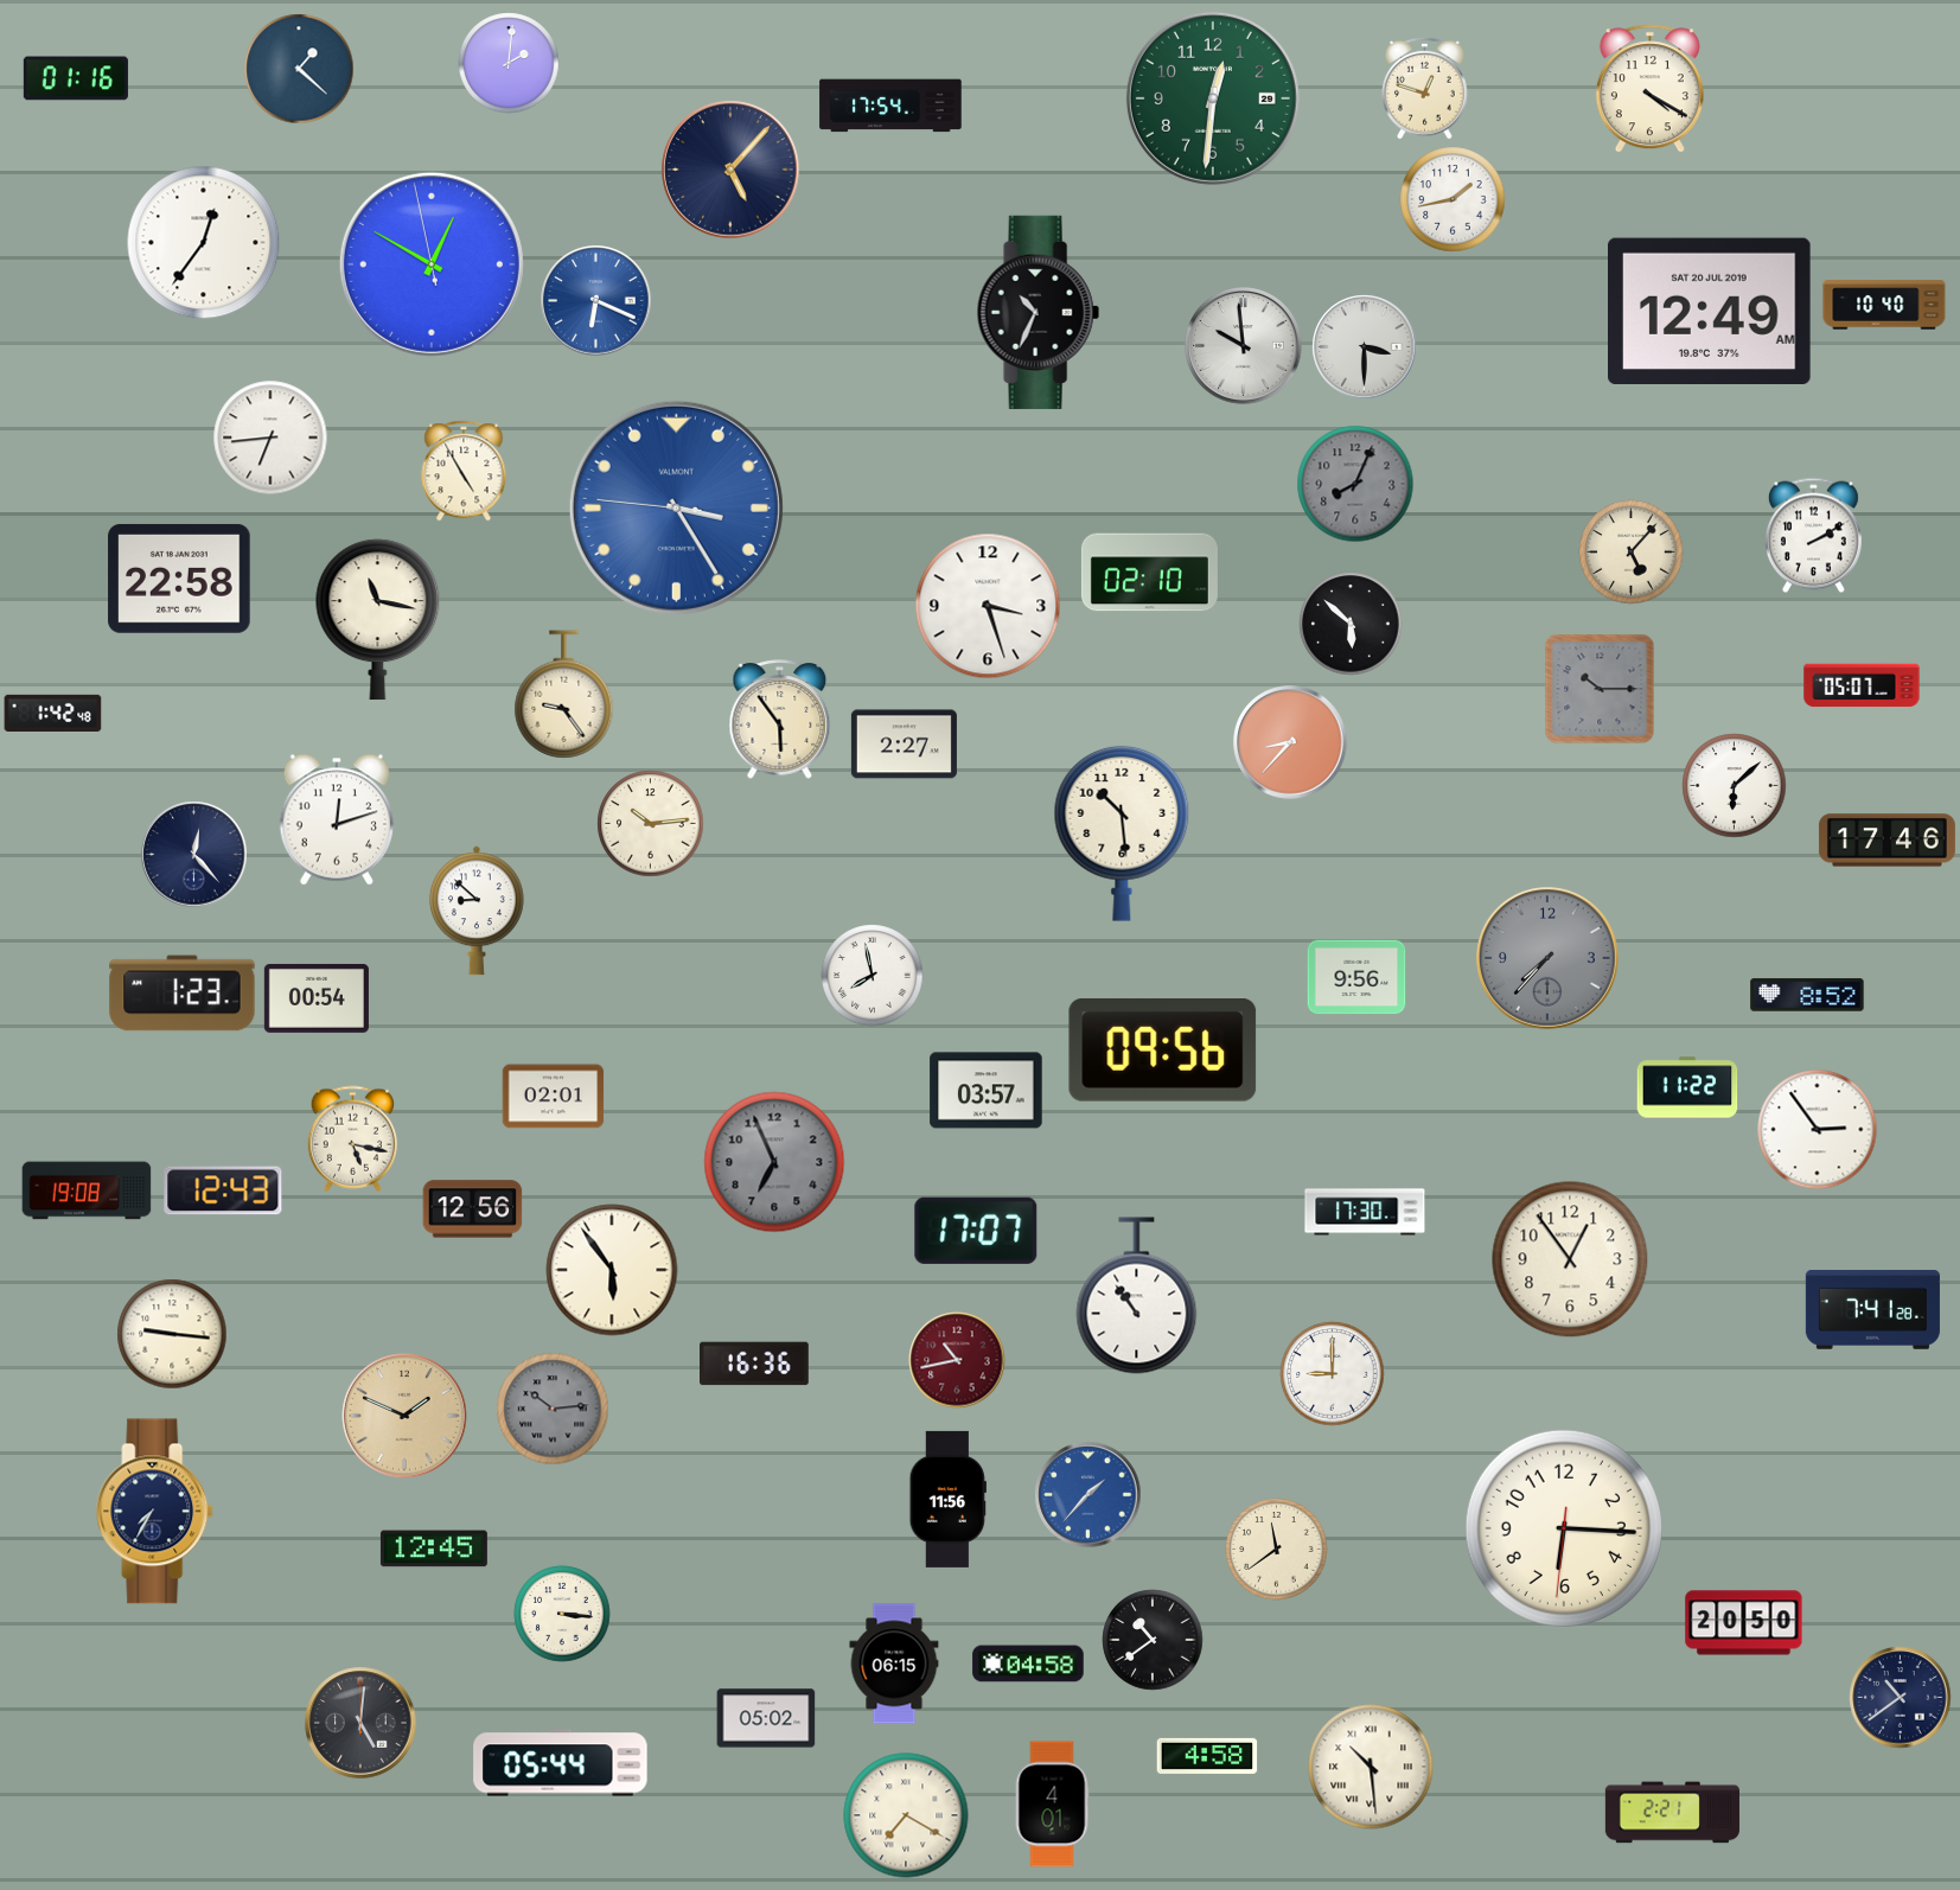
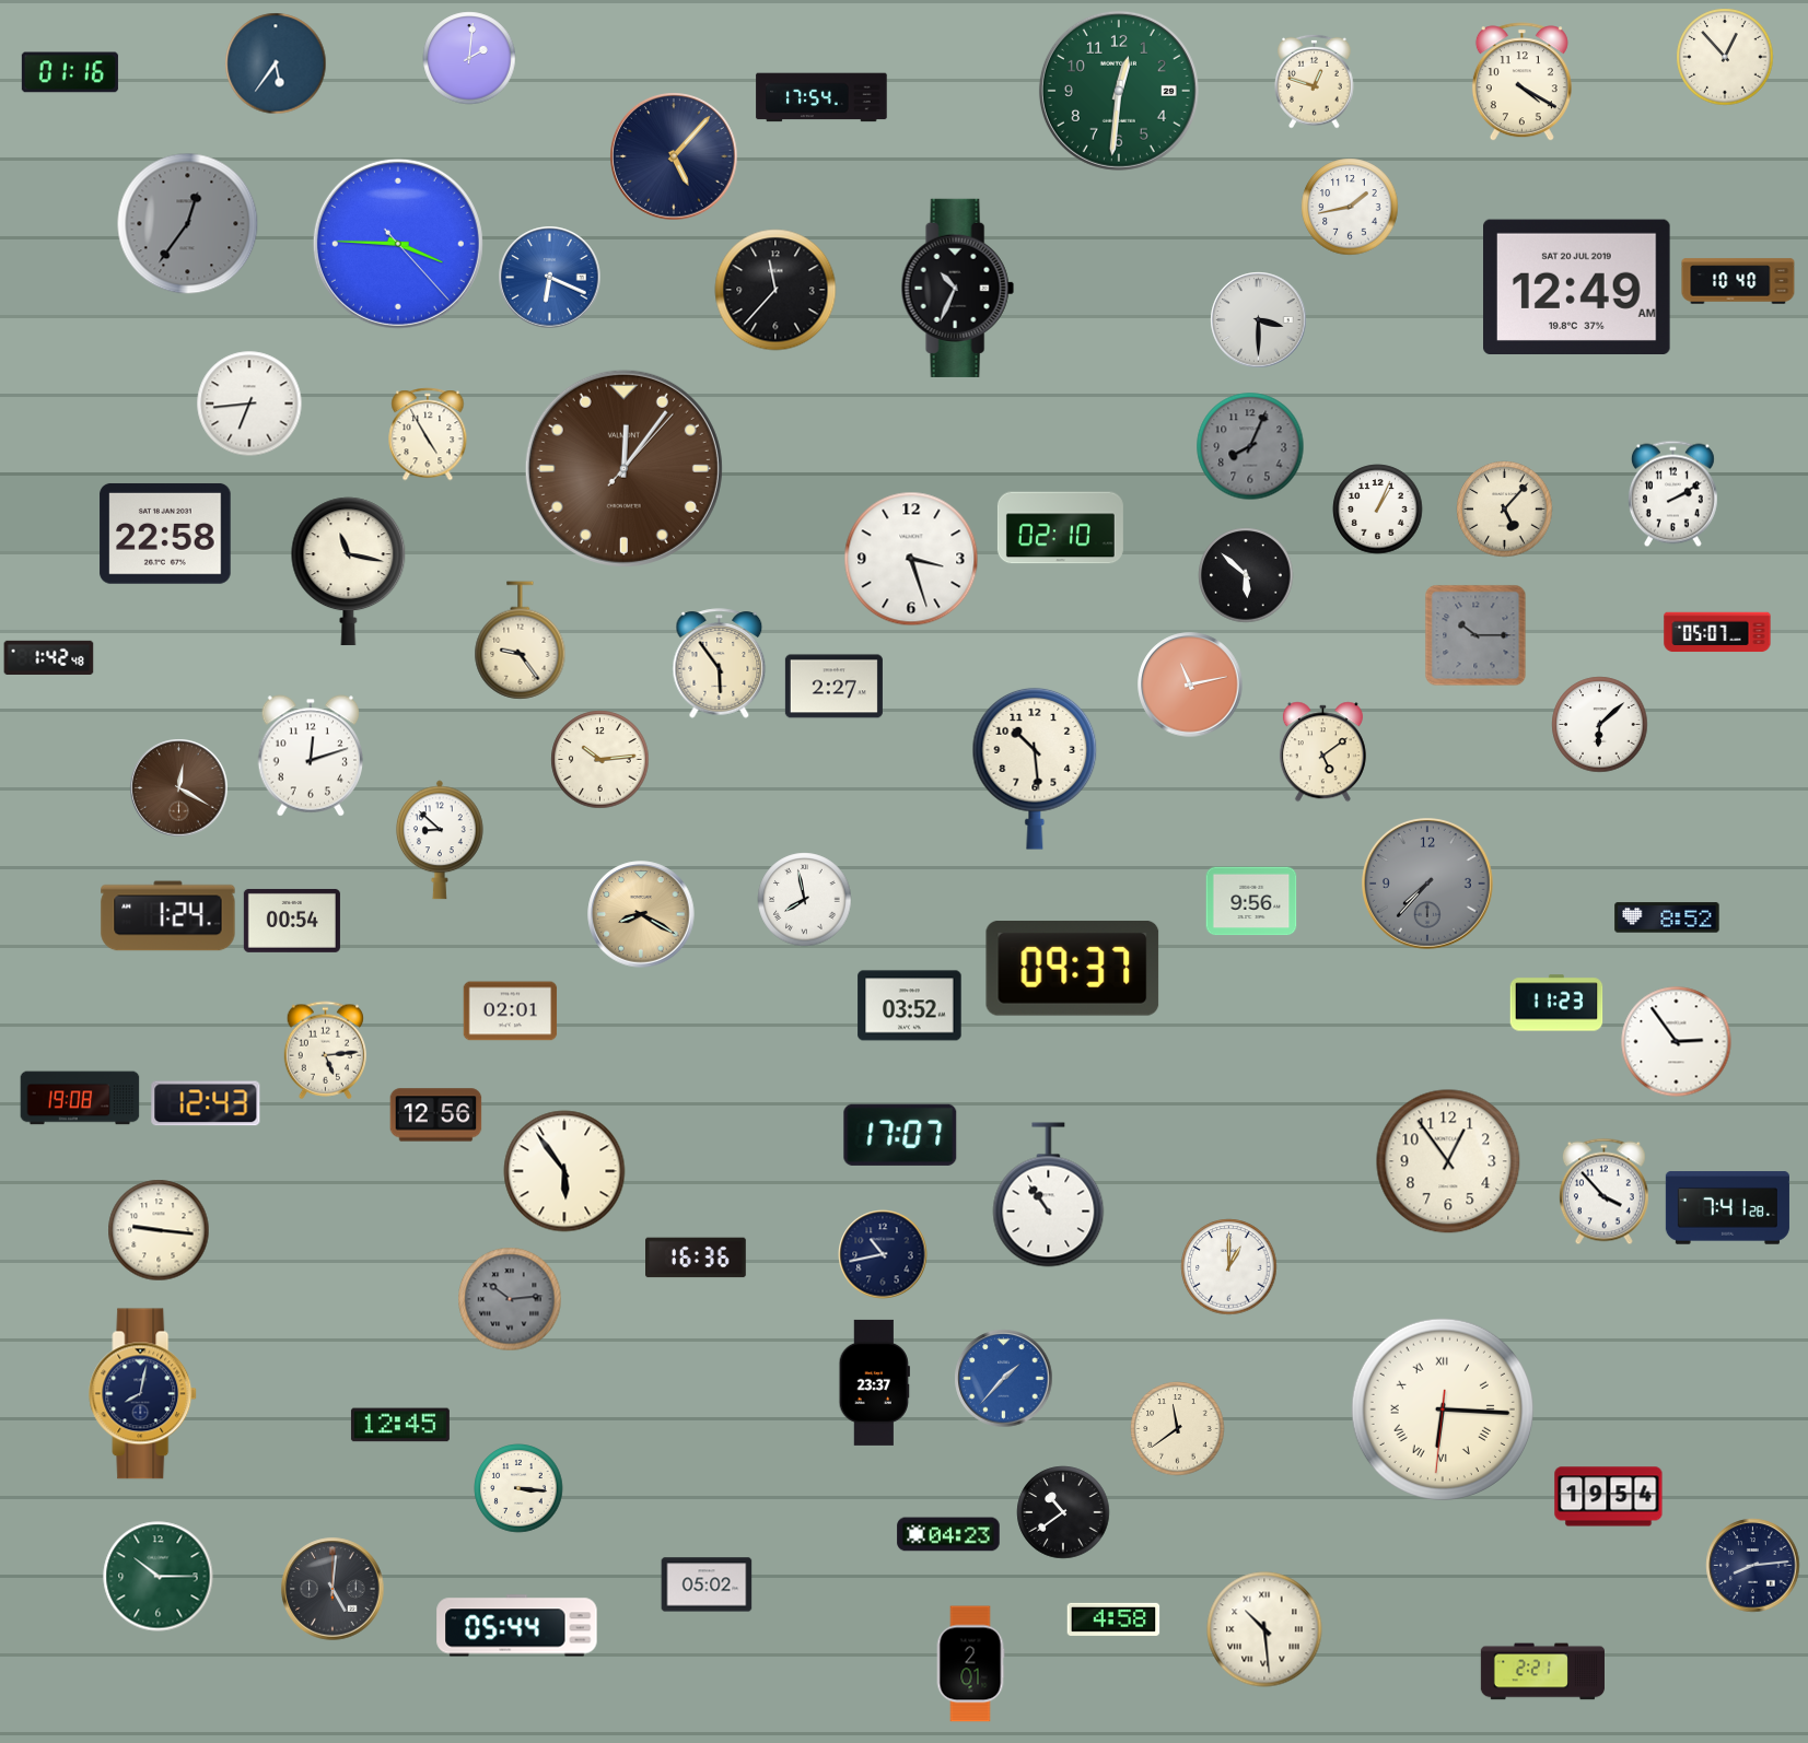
clock at (1725, 57): none -> 12:53
clock at (299, 69): 1:22 -> 5:36
clock at (1453, 199) position: (1453, 199) -> (1350, 207)
clock at (204, 243) dial: white -> grey
clock at (432, 264): 12:49 -> 3:45
clock at (775, 290): none -> 11:37
clock at (1244, 346): 9:59 -> none
clock at (676, 507): 3:24 -> 12:06
clock at (676, 507) dial: blue -> brown
clock at (1378, 510): none -> 1:04
clock at (1290, 742): 8:37 -> 11:13
clock at (1322, 752): none -> 5:09
clock at (1886, 841): 17:46 -> none
clock at (194, 855): 12:23 -> 12:20
clock at (194, 855) dial: navy -> brown
clock at (641, 914): none -> 8:20
clock at (183, 994): 1:23 -> 1:24
clock at (1163, 1051): 09:56 -> 09:37
clock at (1687, 1087): 11:22 -> 11:23
clock at (987, 1091): 03:57 -> 03:52
clock at (352, 1139): 5:17 -> 5:14
clock at (774, 1162): 6:56 -> none
clock at (223, 1190) position: (223, 1190) -> (206, 1103)
clock at (1365, 1212): 17:30 -> none
clock at (1603, 1192): none -> 3:53
clock at (957, 1360) dial: burgundy -> navy
clock at (1333, 1374): 9:00 -> 1:00
clock at (404, 1416): 1:49 -> none
clock at (947, 1499): 11:56 -> 23:37
clock at (155, 1512): 7:35 -> 8:02
clock at (1564, 1528) numerals: Arabic -> Roman
clock at (434, 1549) position: (434, 1549) -> (400, 1425)
clock at (1744, 1623): 20:50 -> 19:54
clock at (894, 1664): 06:15 -> none
clock at (1028, 1664): 04:58 -> 04:23
clock at (1901, 1698): 10:39 -> 8:14
clock at (159, 1577): none -> 10:15
clock at (1052, 1805): 4:01 -> 2:01
clock at (906, 1815): 7:20 -> none
